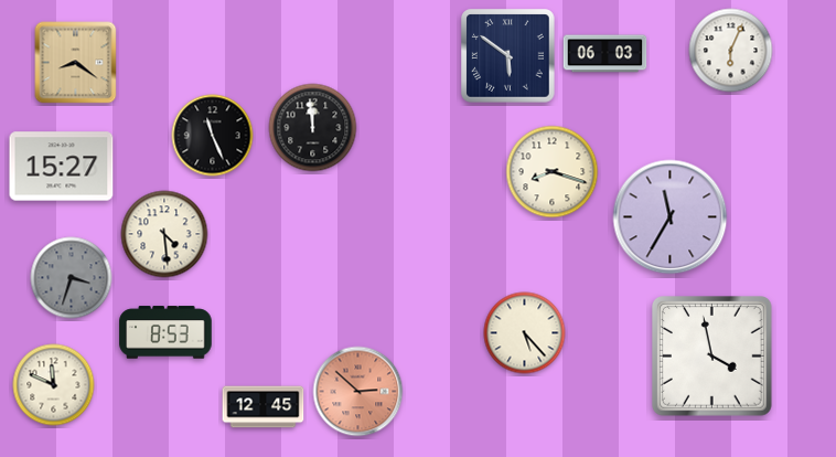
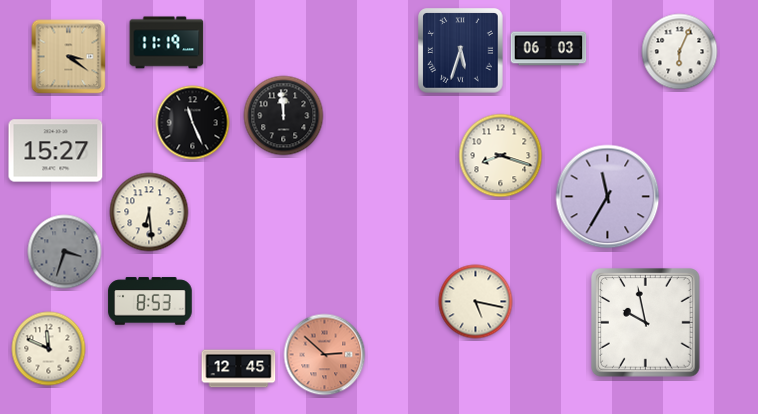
clock at (167, 43): none -> 11:19
clock at (731, 51) position: (731, 51) -> (680, 52)
clock at (508, 56): 5:51 -> 5:33
clock at (76, 63): 8:21 -> 3:21
clock at (164, 234): 4:29 -> 6:29
clock at (525, 333): 5:23 -> 5:17
clock at (712, 357): 3:58 -> 9:58
